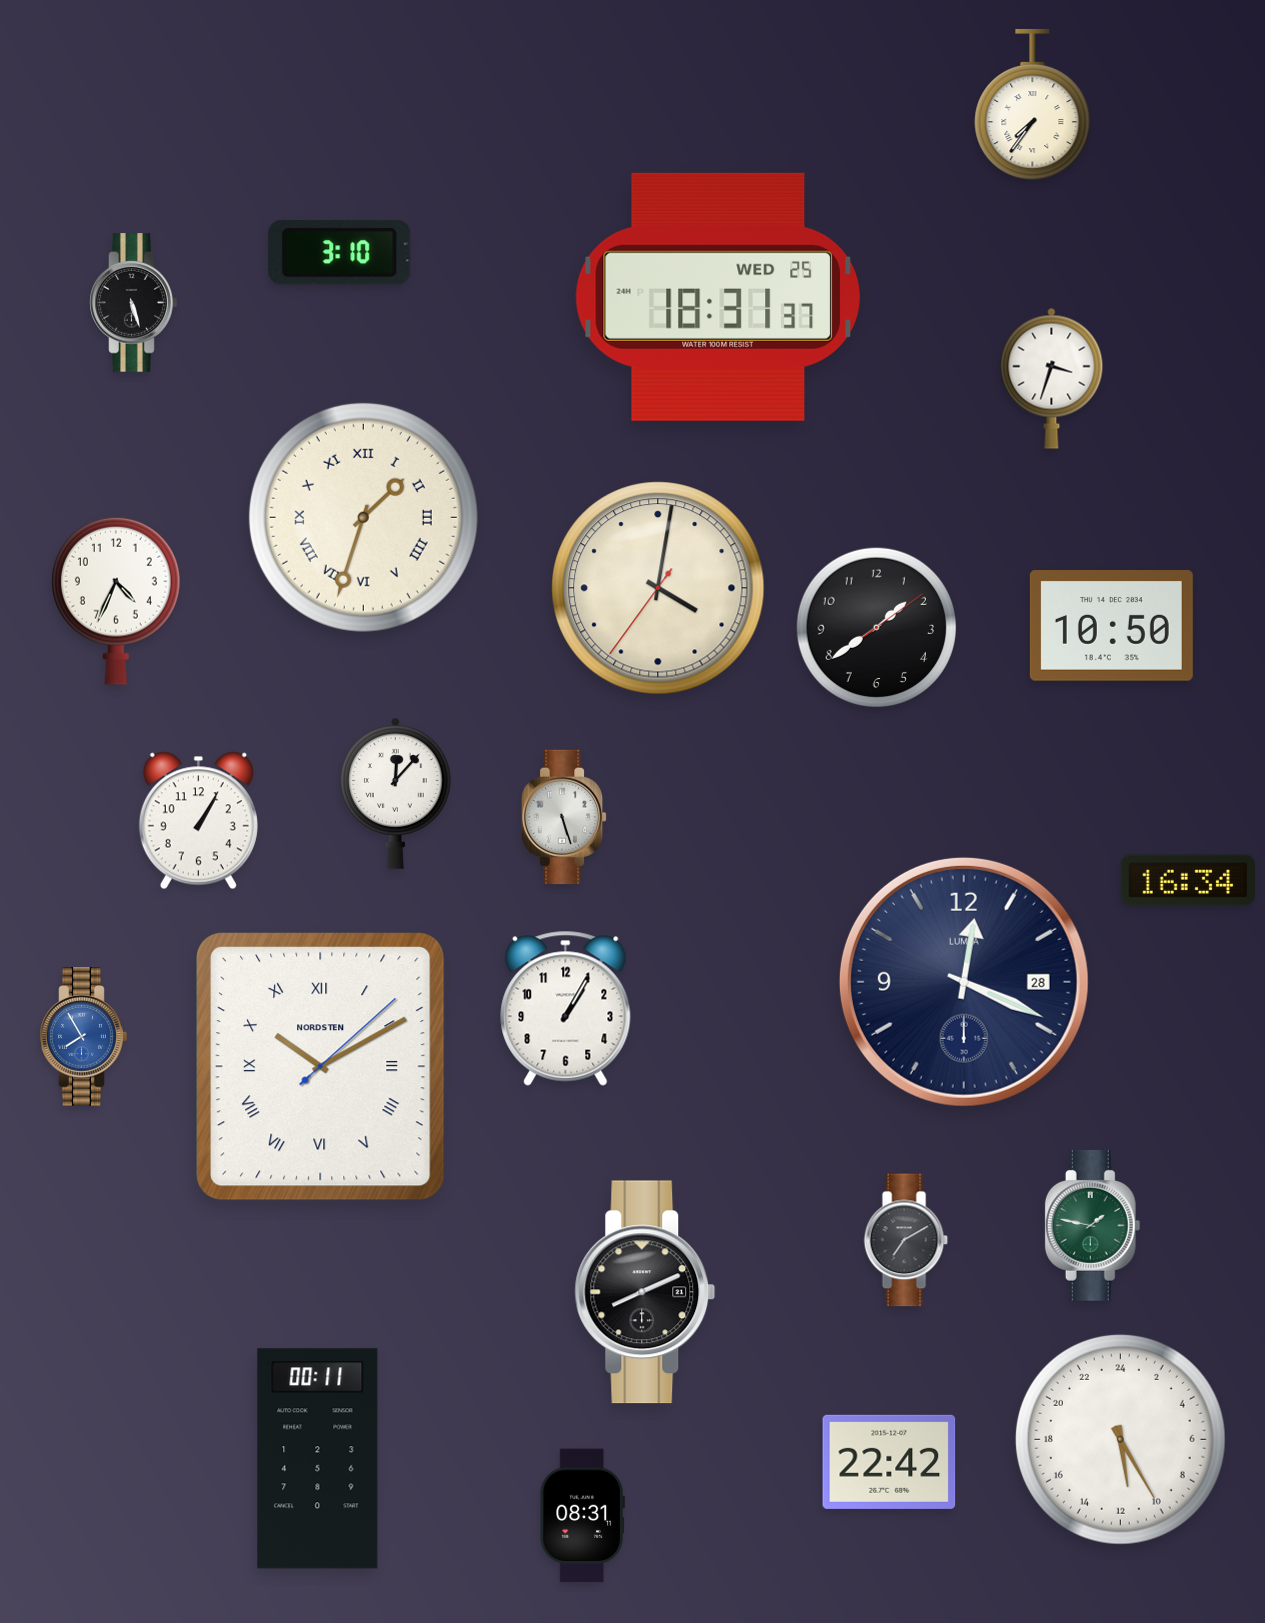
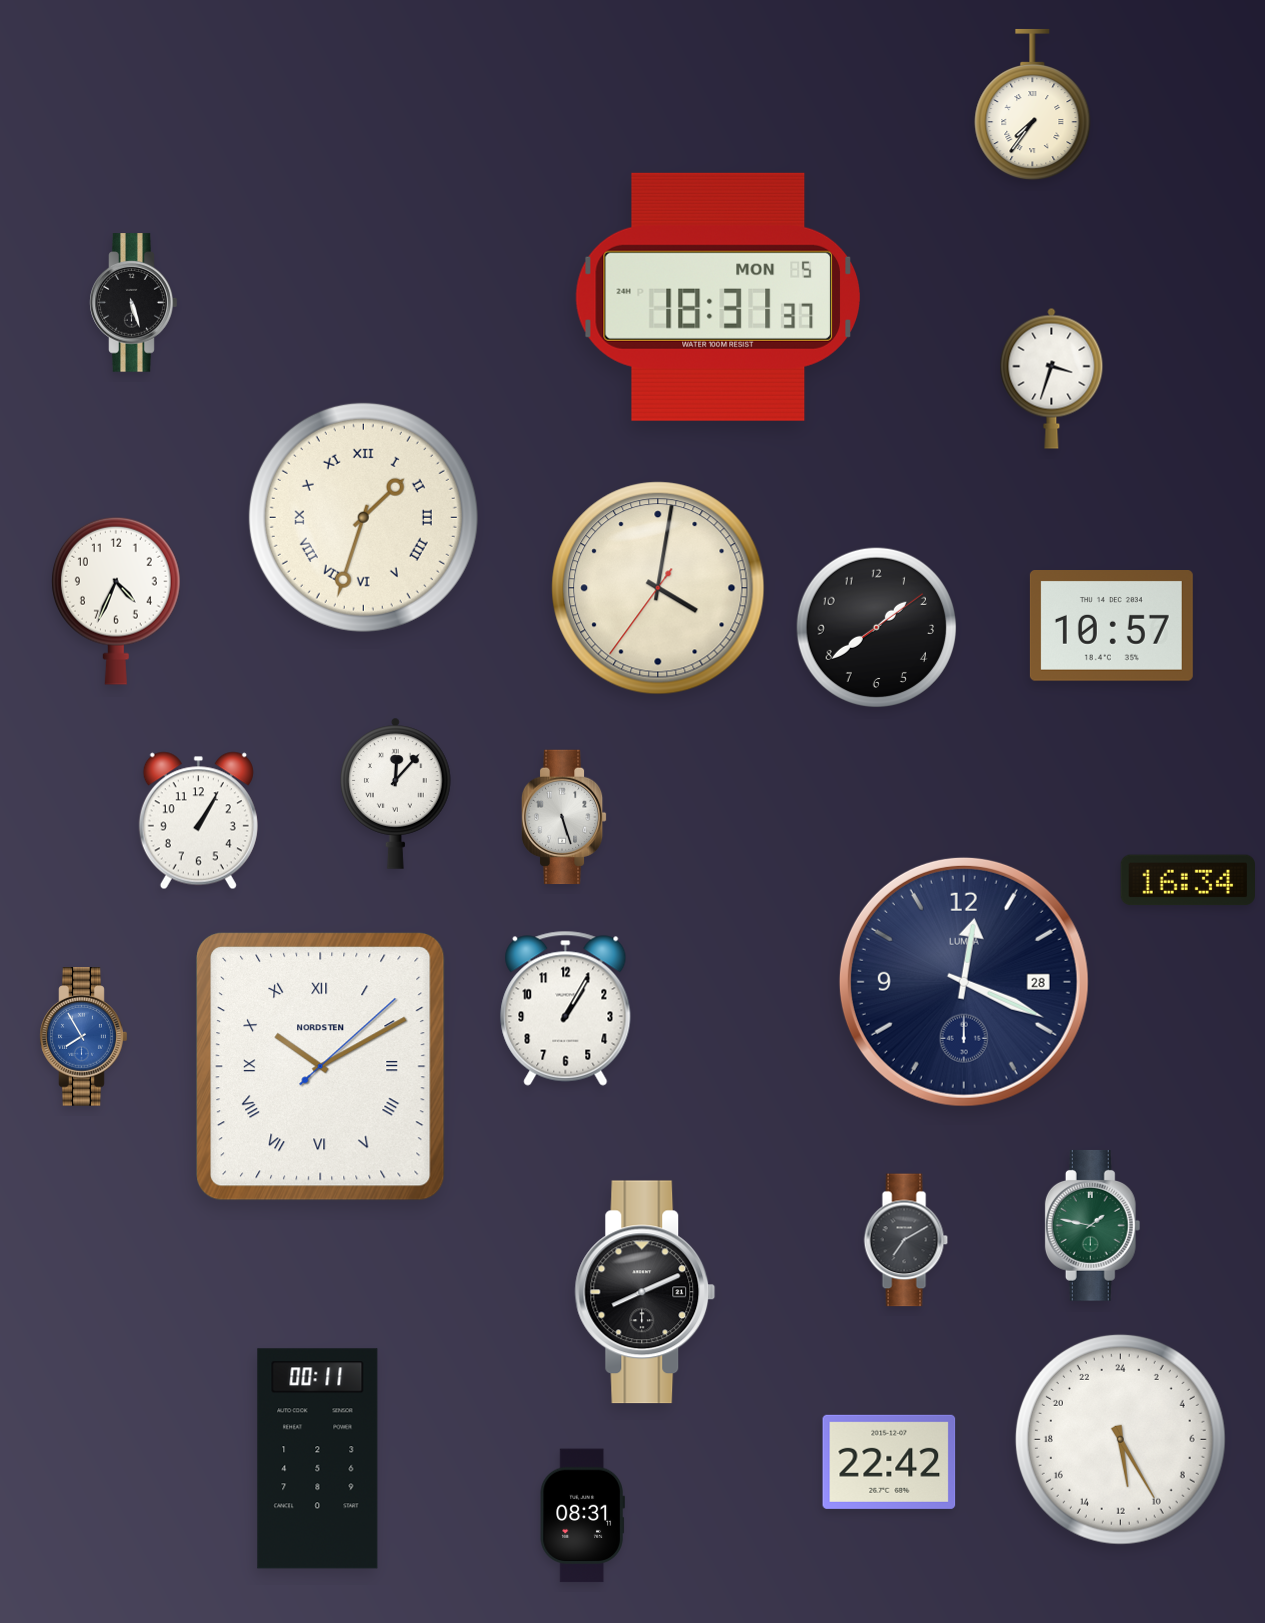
clock at (340, 252): 3:10 -> none
clock at (718, 297) date: WED 25 -> MON 5
clock at (1111, 626): 10:50 -> 10:57
